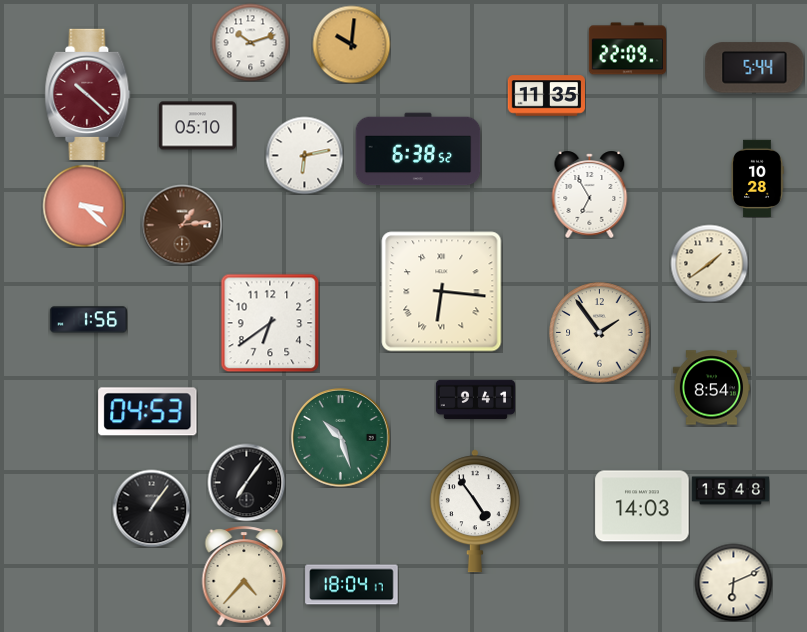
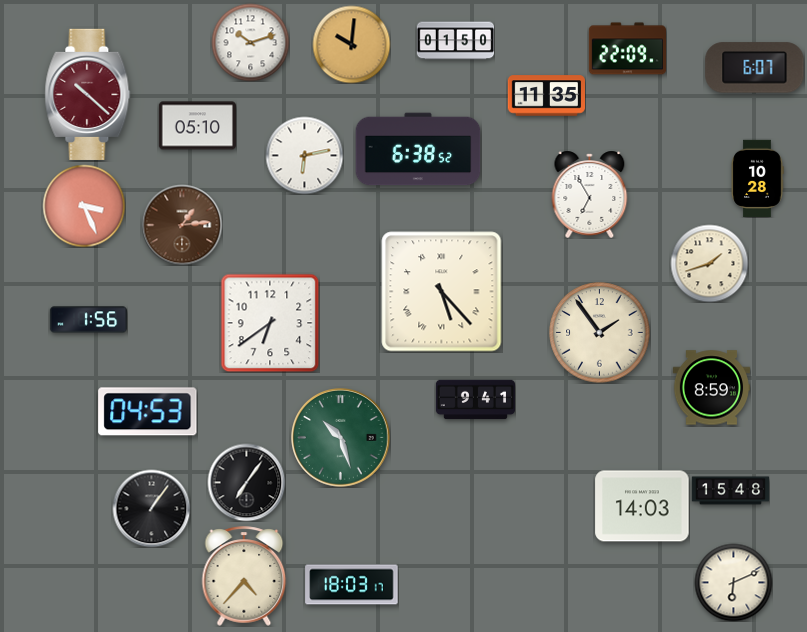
clock at (455, 41): none -> 01:50
clock at (755, 68): 5:44 -> 6:07
clock at (84, 206): 3:22 -> 3:26
clock at (709, 263): 1:39 -> 1:42
clock at (442, 292): 6:16 -> 5:23
clock at (711, 388): 8:54 -> 8:59
clock at (475, 511): 4:54 -> none
clock at (352, 585): 18:04 -> 18:03
